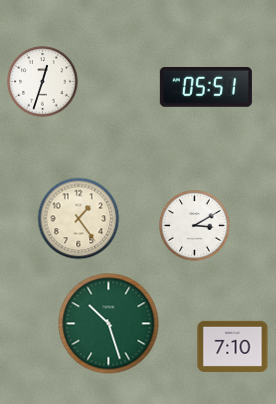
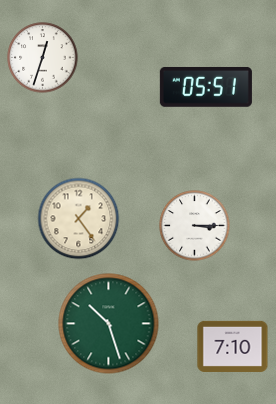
clock at (43, 82) position: (43, 82) -> (43, 58)
clock at (195, 226): 3:10 -> 3:15
